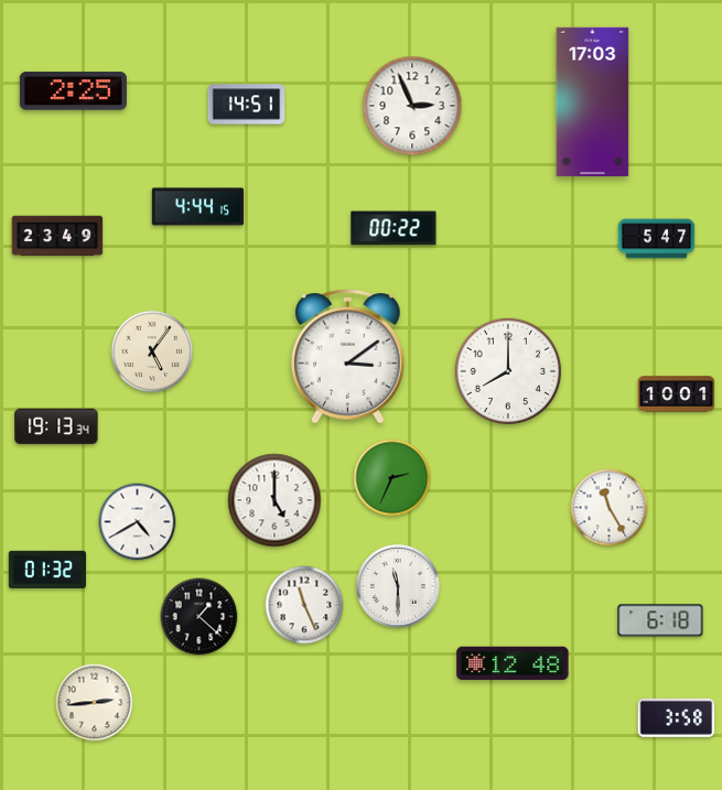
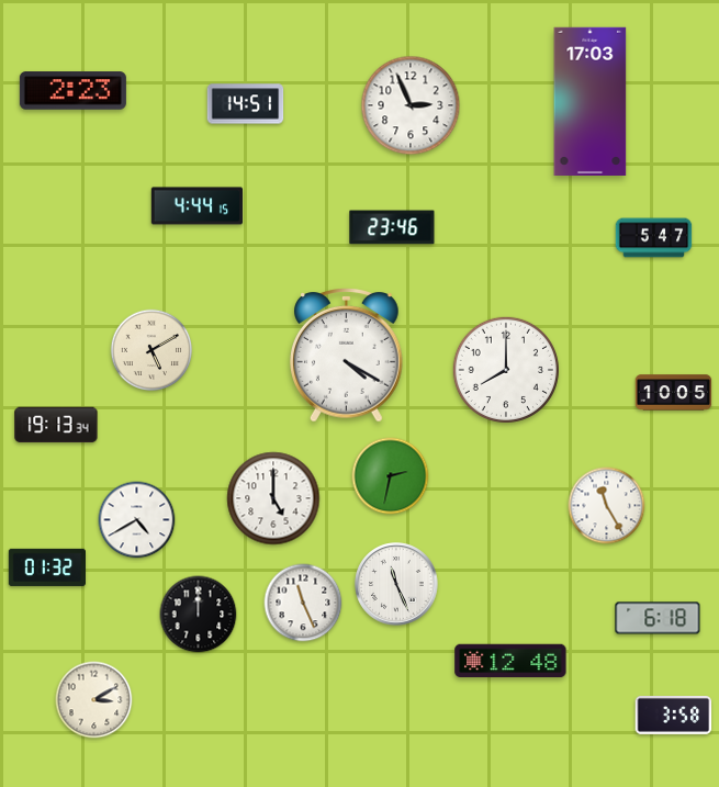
clock at (73, 91): 2:25 -> 2:23
clock at (394, 228): 00:22 -> 23:46
clock at (57, 236): 23:49 -> none
clock at (152, 351): 5:06 -> 5:10
clock at (348, 357): 3:09 -> 4:20
clock at (677, 394): 10:01 -> 10:05
clock at (392, 478): 2:34 -> 2:32
clock at (398, 586): 11:30 -> 11:26
clock at (200, 617): 1:22 -> 12:00
clock at (95, 703): 2:44 -> 3:10
